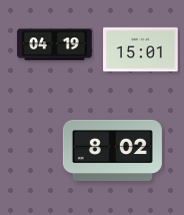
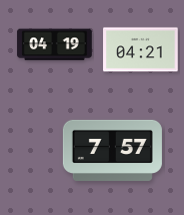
clock at (141, 50): 15:01 -> 04:21
clock at (112, 150): 8:02 -> 7:57
